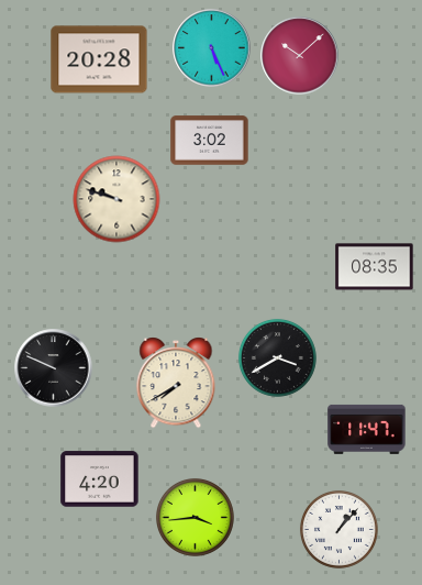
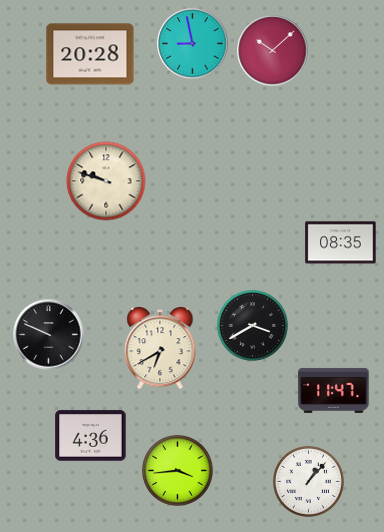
clock at (212, 48): 5:26 -> 8:58
clock at (210, 141): 3:02 -> none
clock at (176, 384): 7:40 -> 6:40
clock at (100, 479): 4:20 -> 4:36
